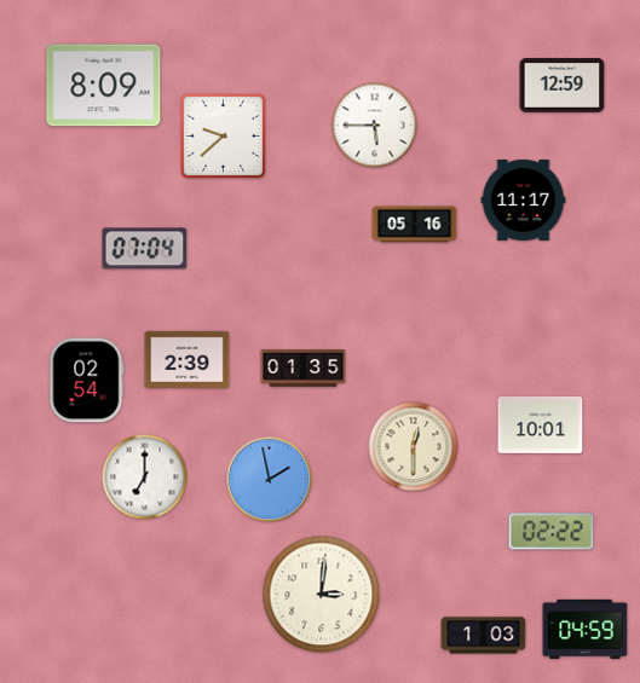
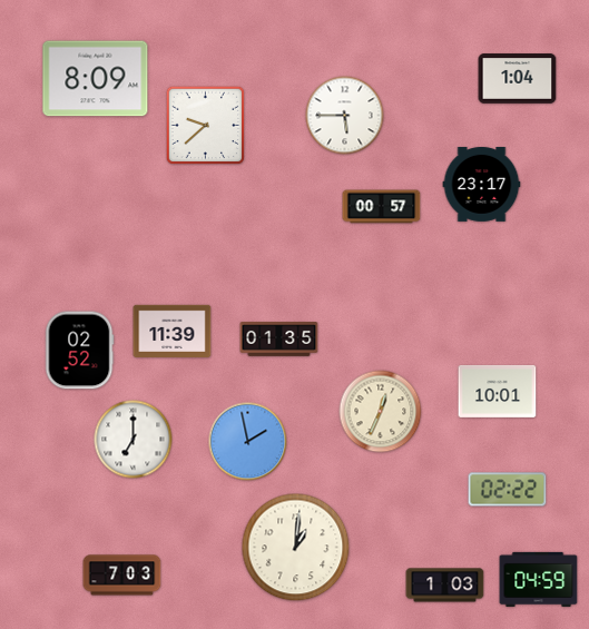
clock at (563, 86): 12:59 -> 1:04
clock at (524, 199): 11:17 -> 23:17
clock at (415, 225): 05:16 -> 00:57
clock at (145, 249): 07:04 -> none
clock at (188, 359): 2:39 -> 11:39
clock at (86, 381): 02:54 -> 02:52
clock at (414, 447): 12:30 -> 12:34
clock at (322, 595): 3:01 -> 1:01
clock at (122, 576): none -> 7:03
